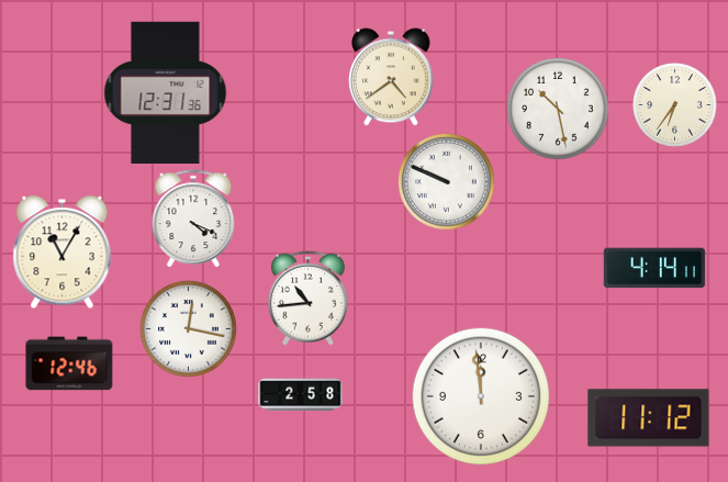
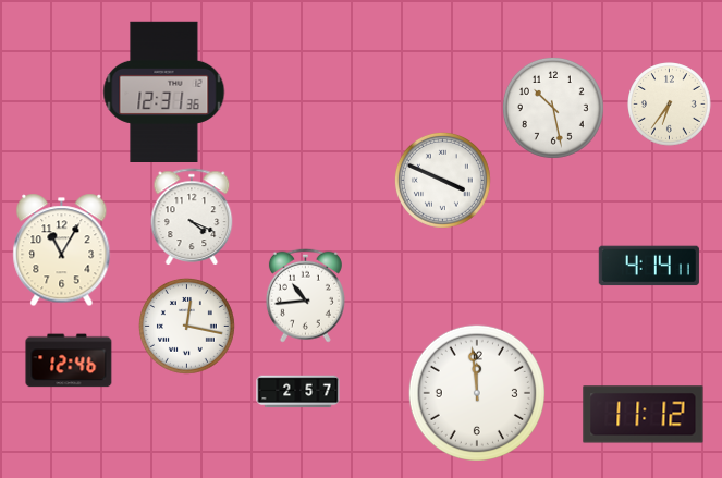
clock at (391, 77): 4:39 -> none
clock at (446, 181): 9:49 -> 3:49
clock at (301, 395): 2:58 -> 2:57
